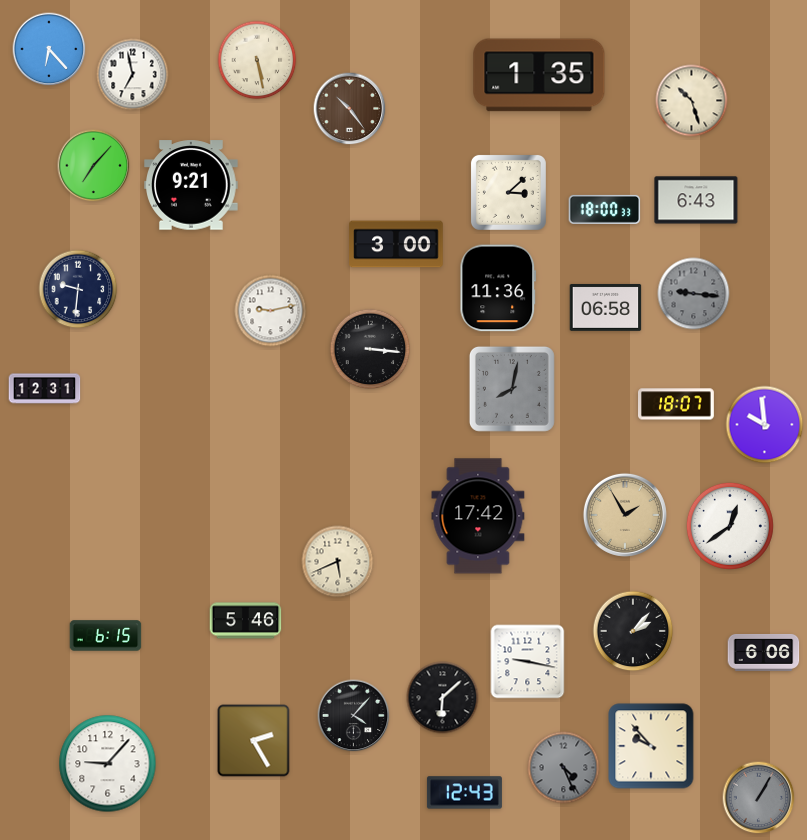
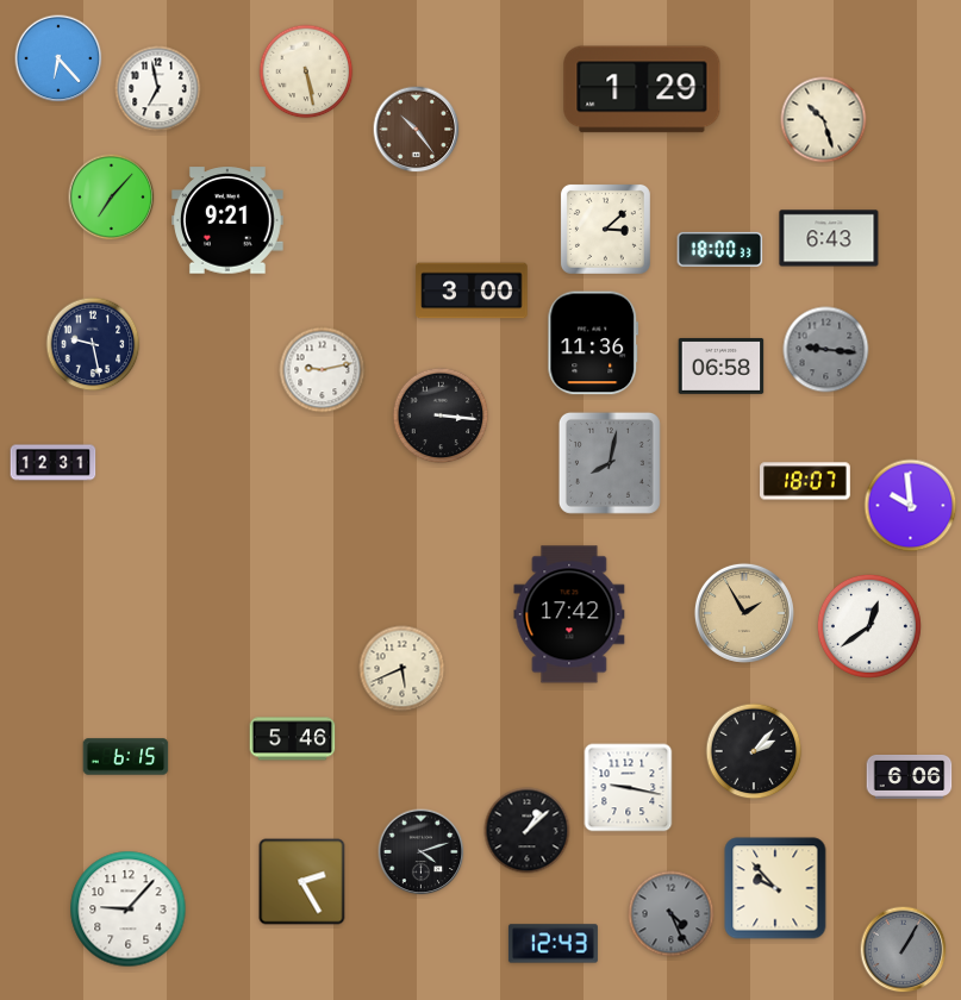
clock at (539, 75): 1:35 -> 1:29
clock at (78, 289): 9:31 -> 9:28
clock at (443, 698): 6:08 -> 1:08
clock at (354, 716): 4:07 -> 4:12
